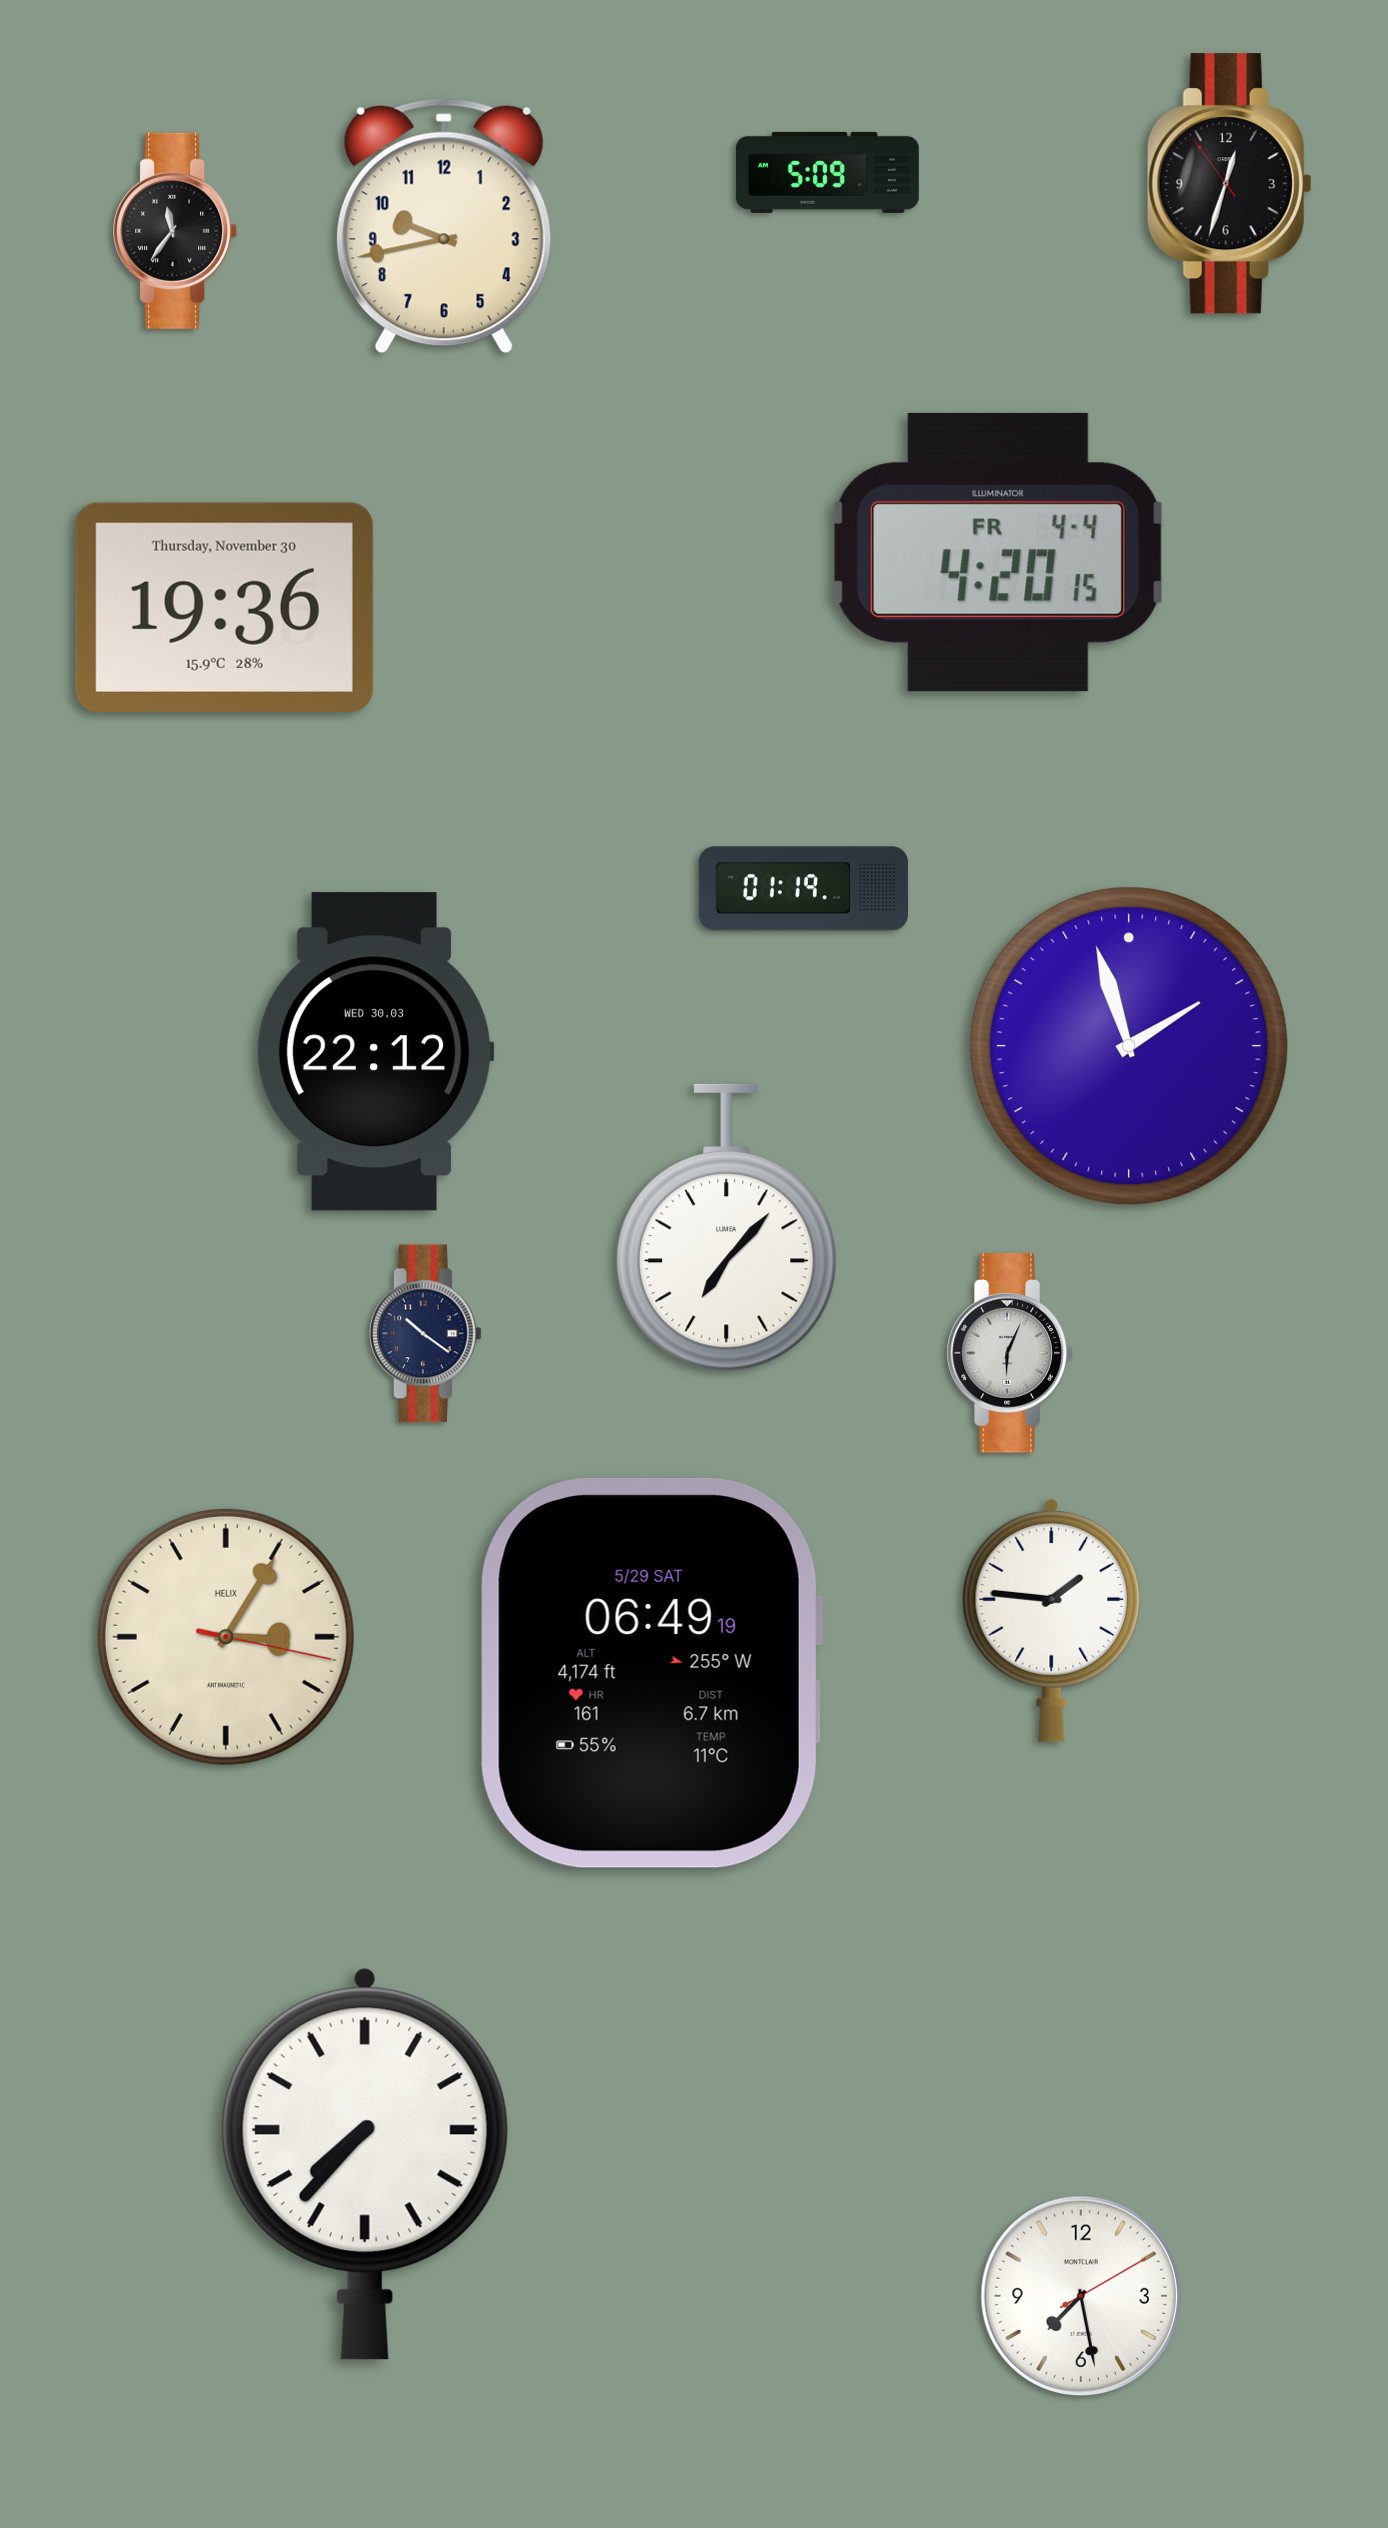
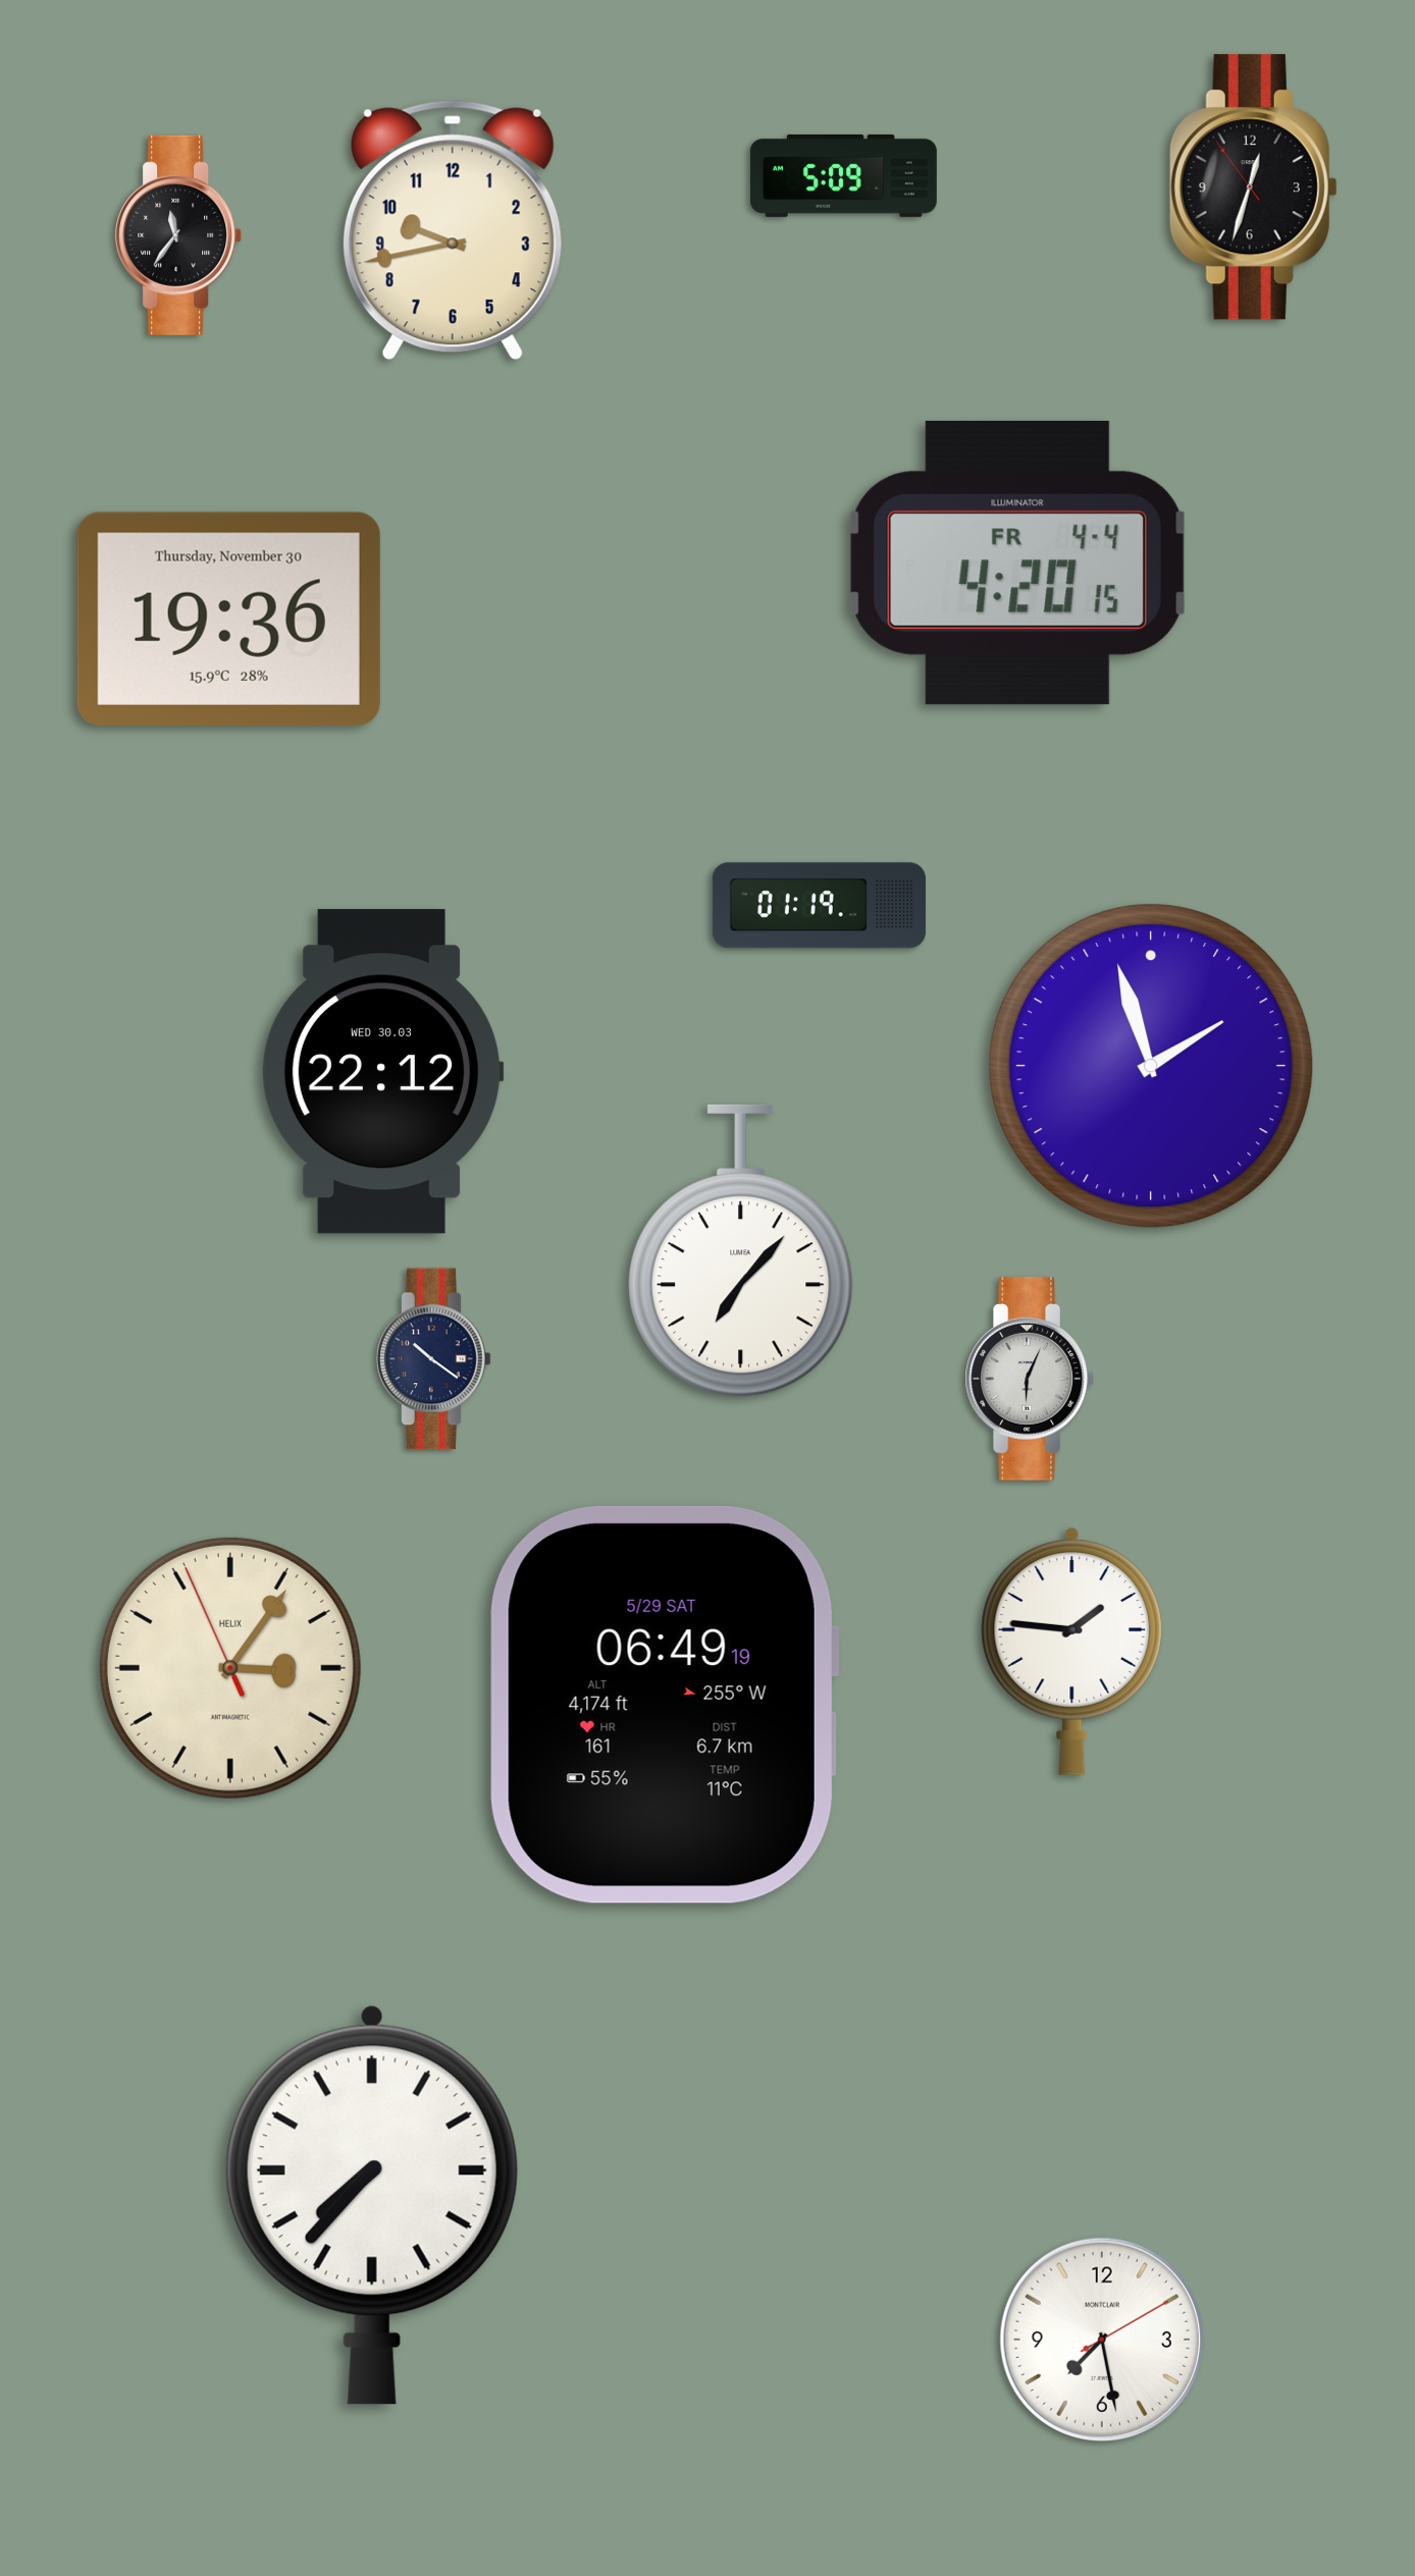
clock at (226, 1637): 3:05:17 -> 3:05:56
